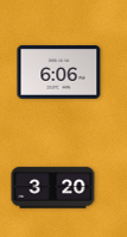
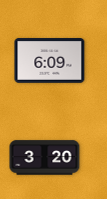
clock at (59, 73): 6:06 -> 6:09
